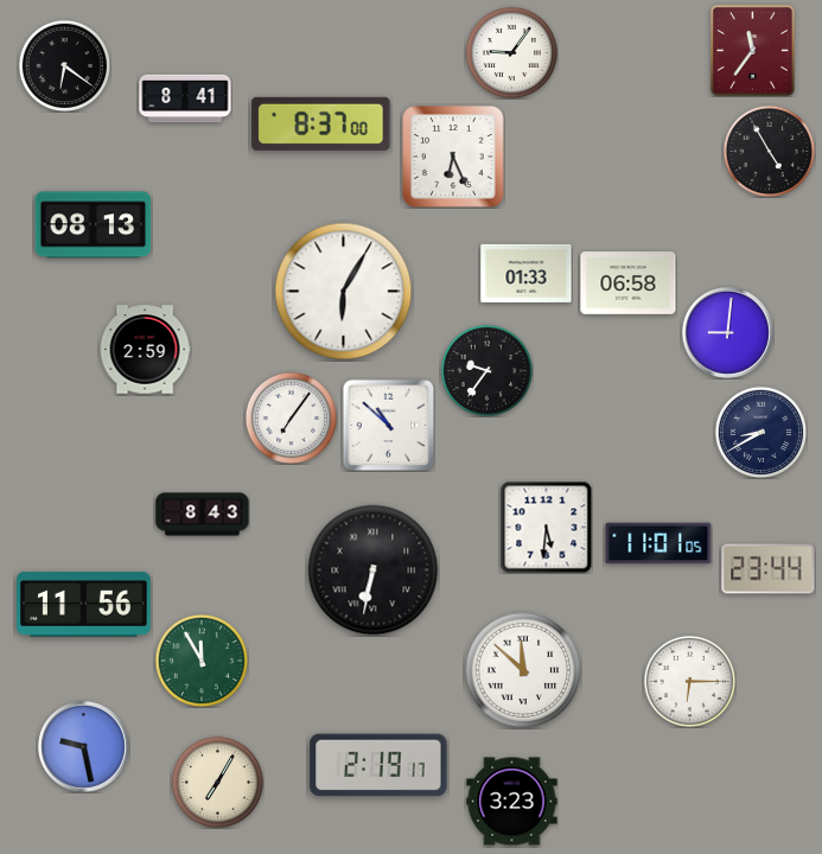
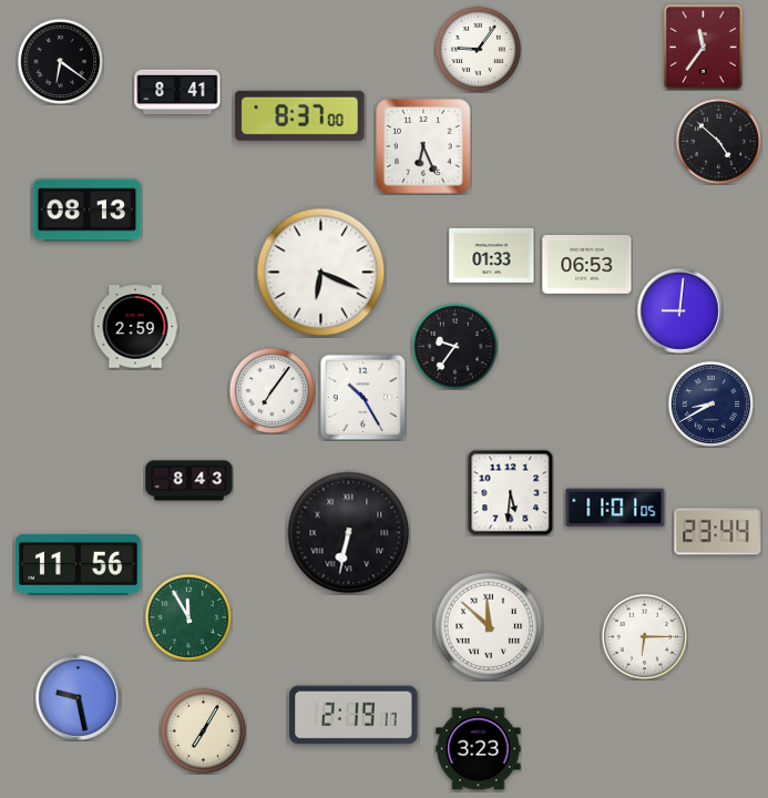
clock at (185, 98) position: (185, 98) -> (177, 92)
clock at (769, 151): 4:55 -> 4:52
clock at (629, 283): 06:58 -> 06:53
clock at (344, 292): 6:05 -> 6:19
clock at (388, 425): 10:52 -> 10:25
